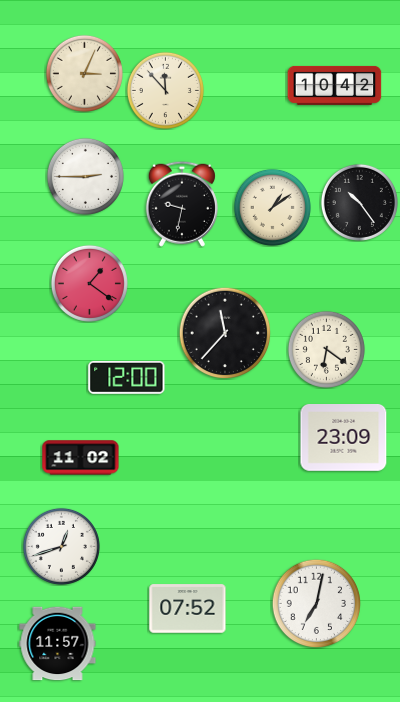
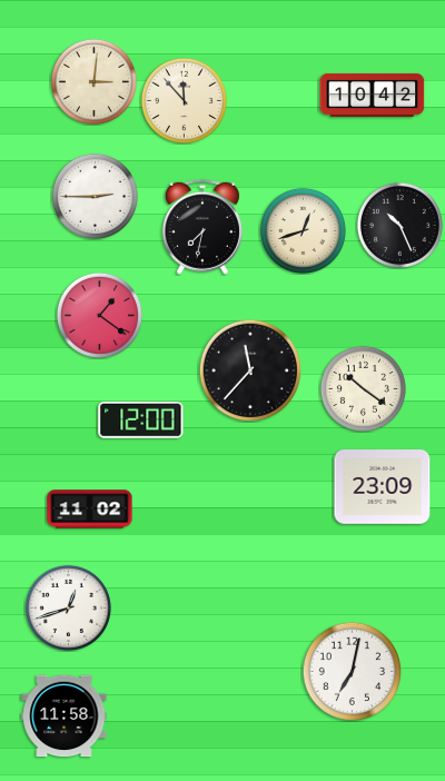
clock at (84, 73): 3:04 -> 3:01
clock at (359, 202): 10:24 -> 10:26
clock at (182, 204): 9:32 -> 7:32
clock at (272, 207): 1:09 -> 12:42
clock at (326, 349): 6:21 -> 10:21
clock at (188, 609): 07:52 -> none
clock at (58, 644): 11:57 -> 11:58
